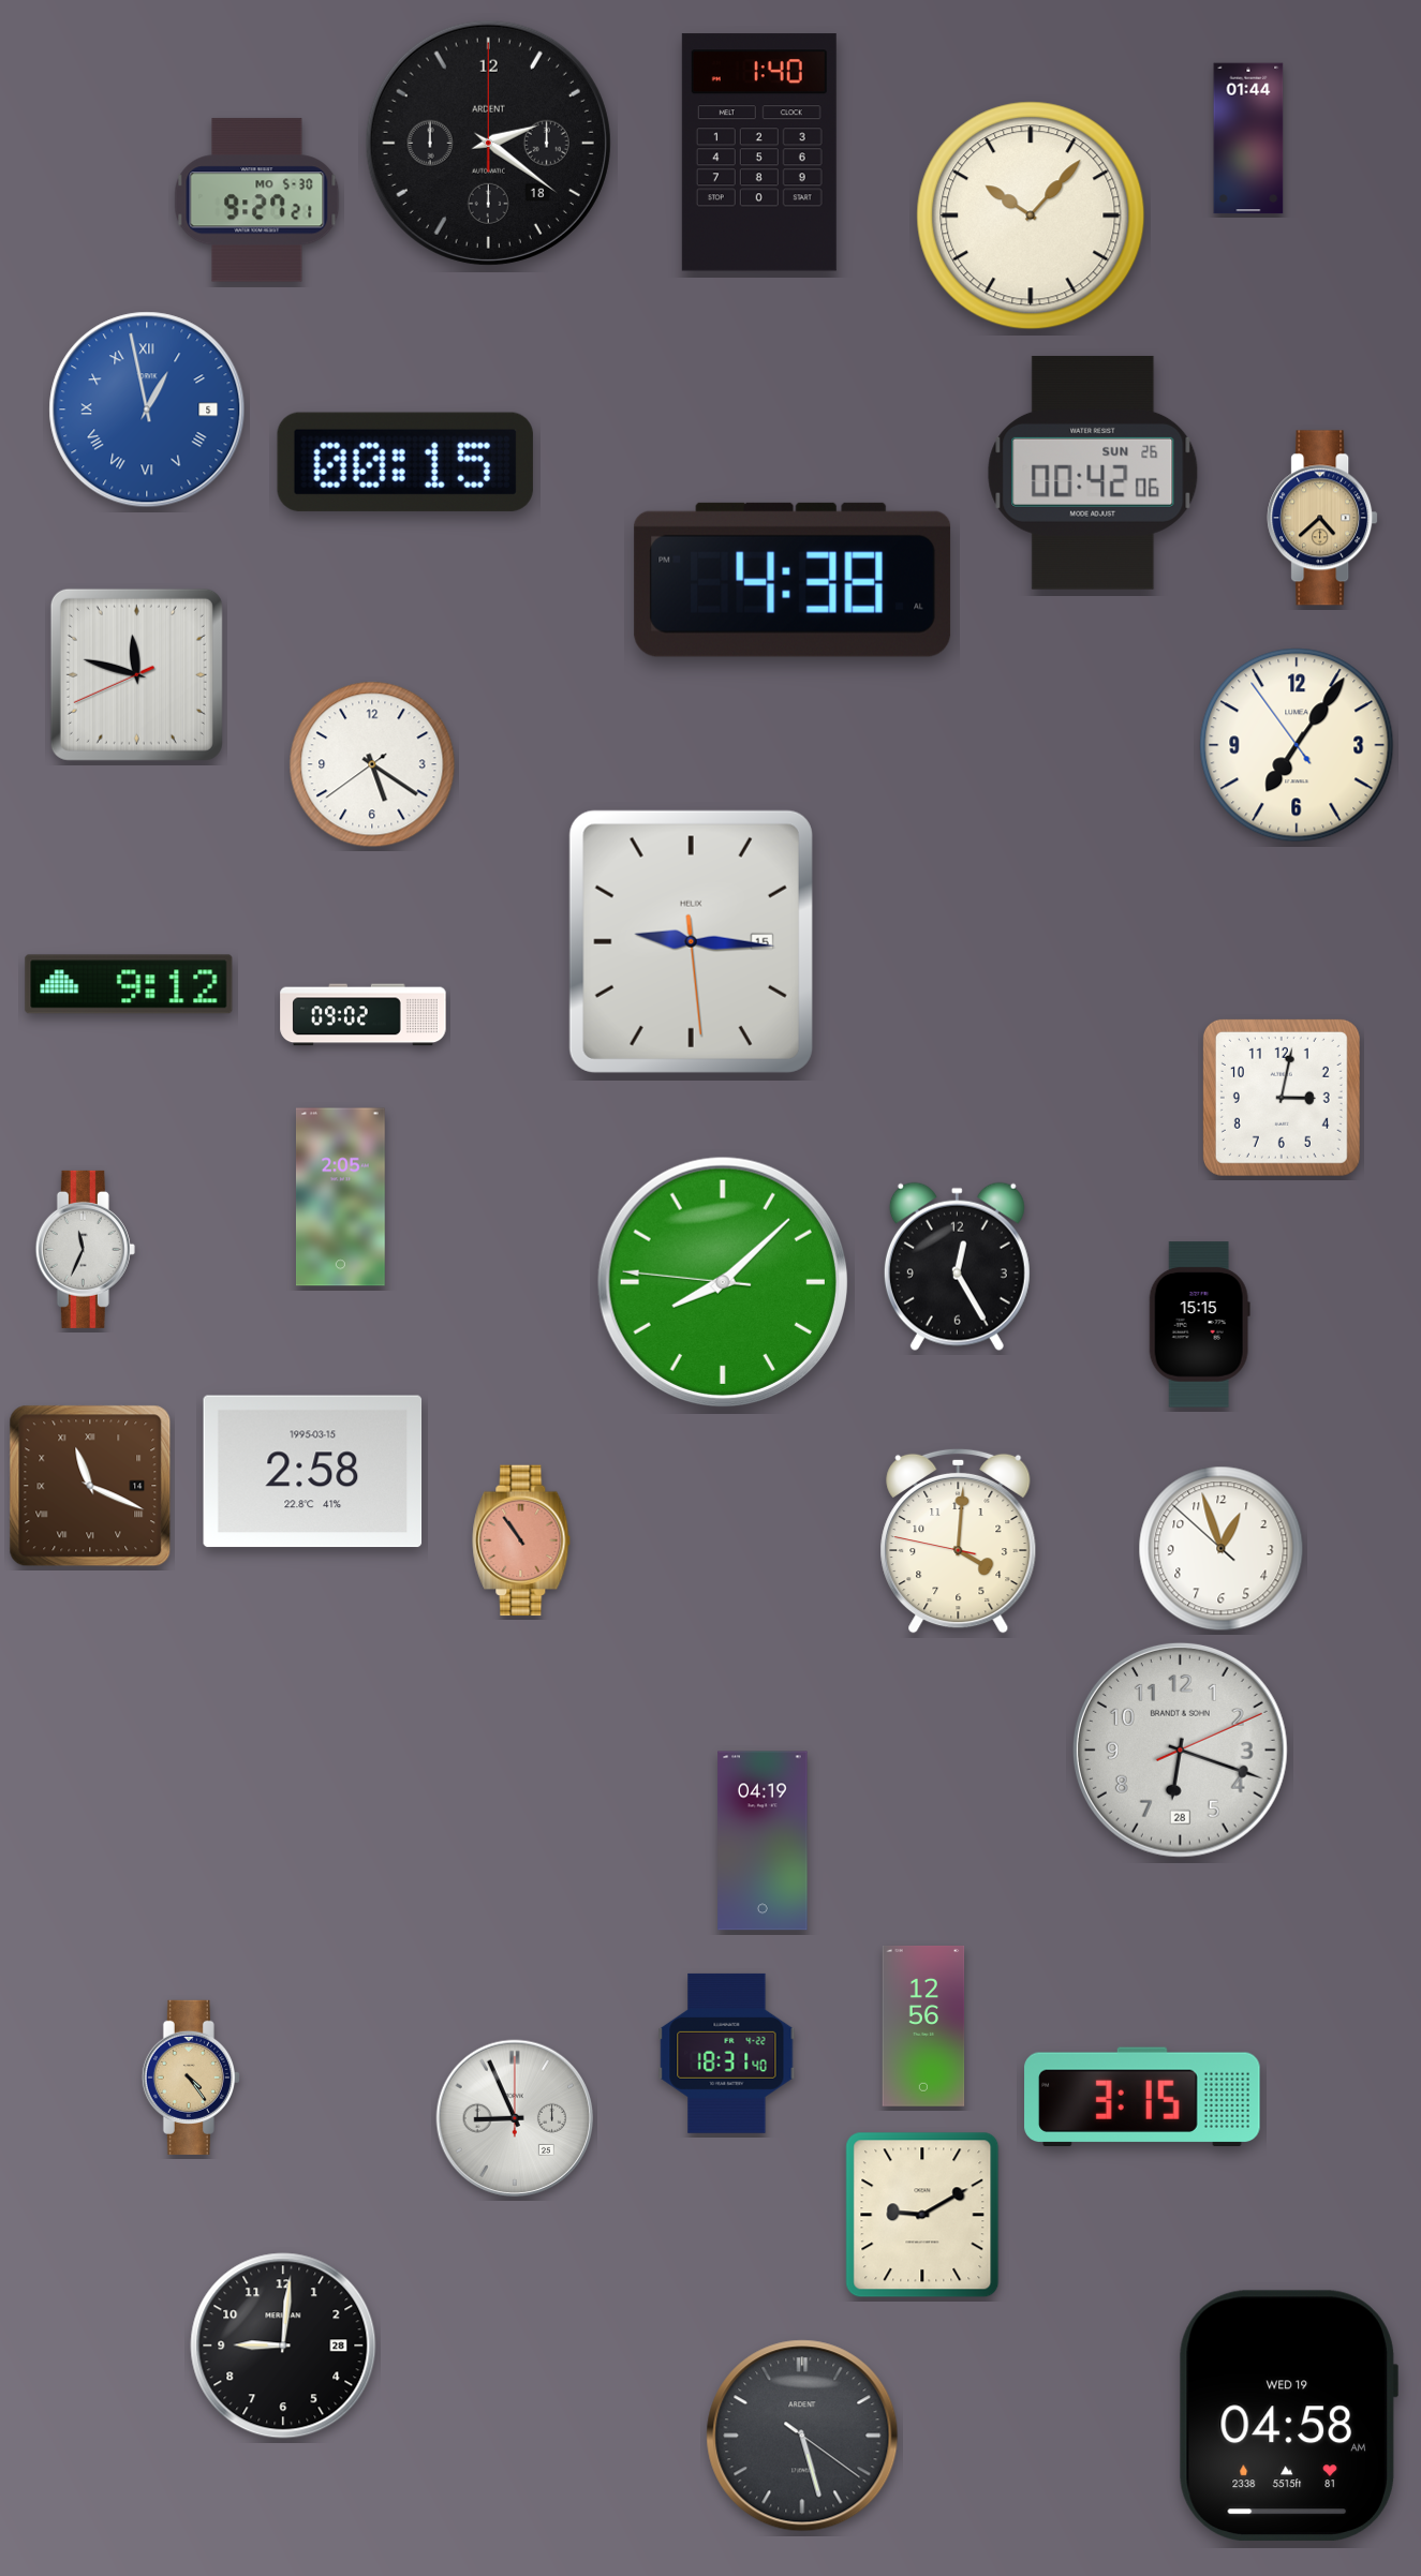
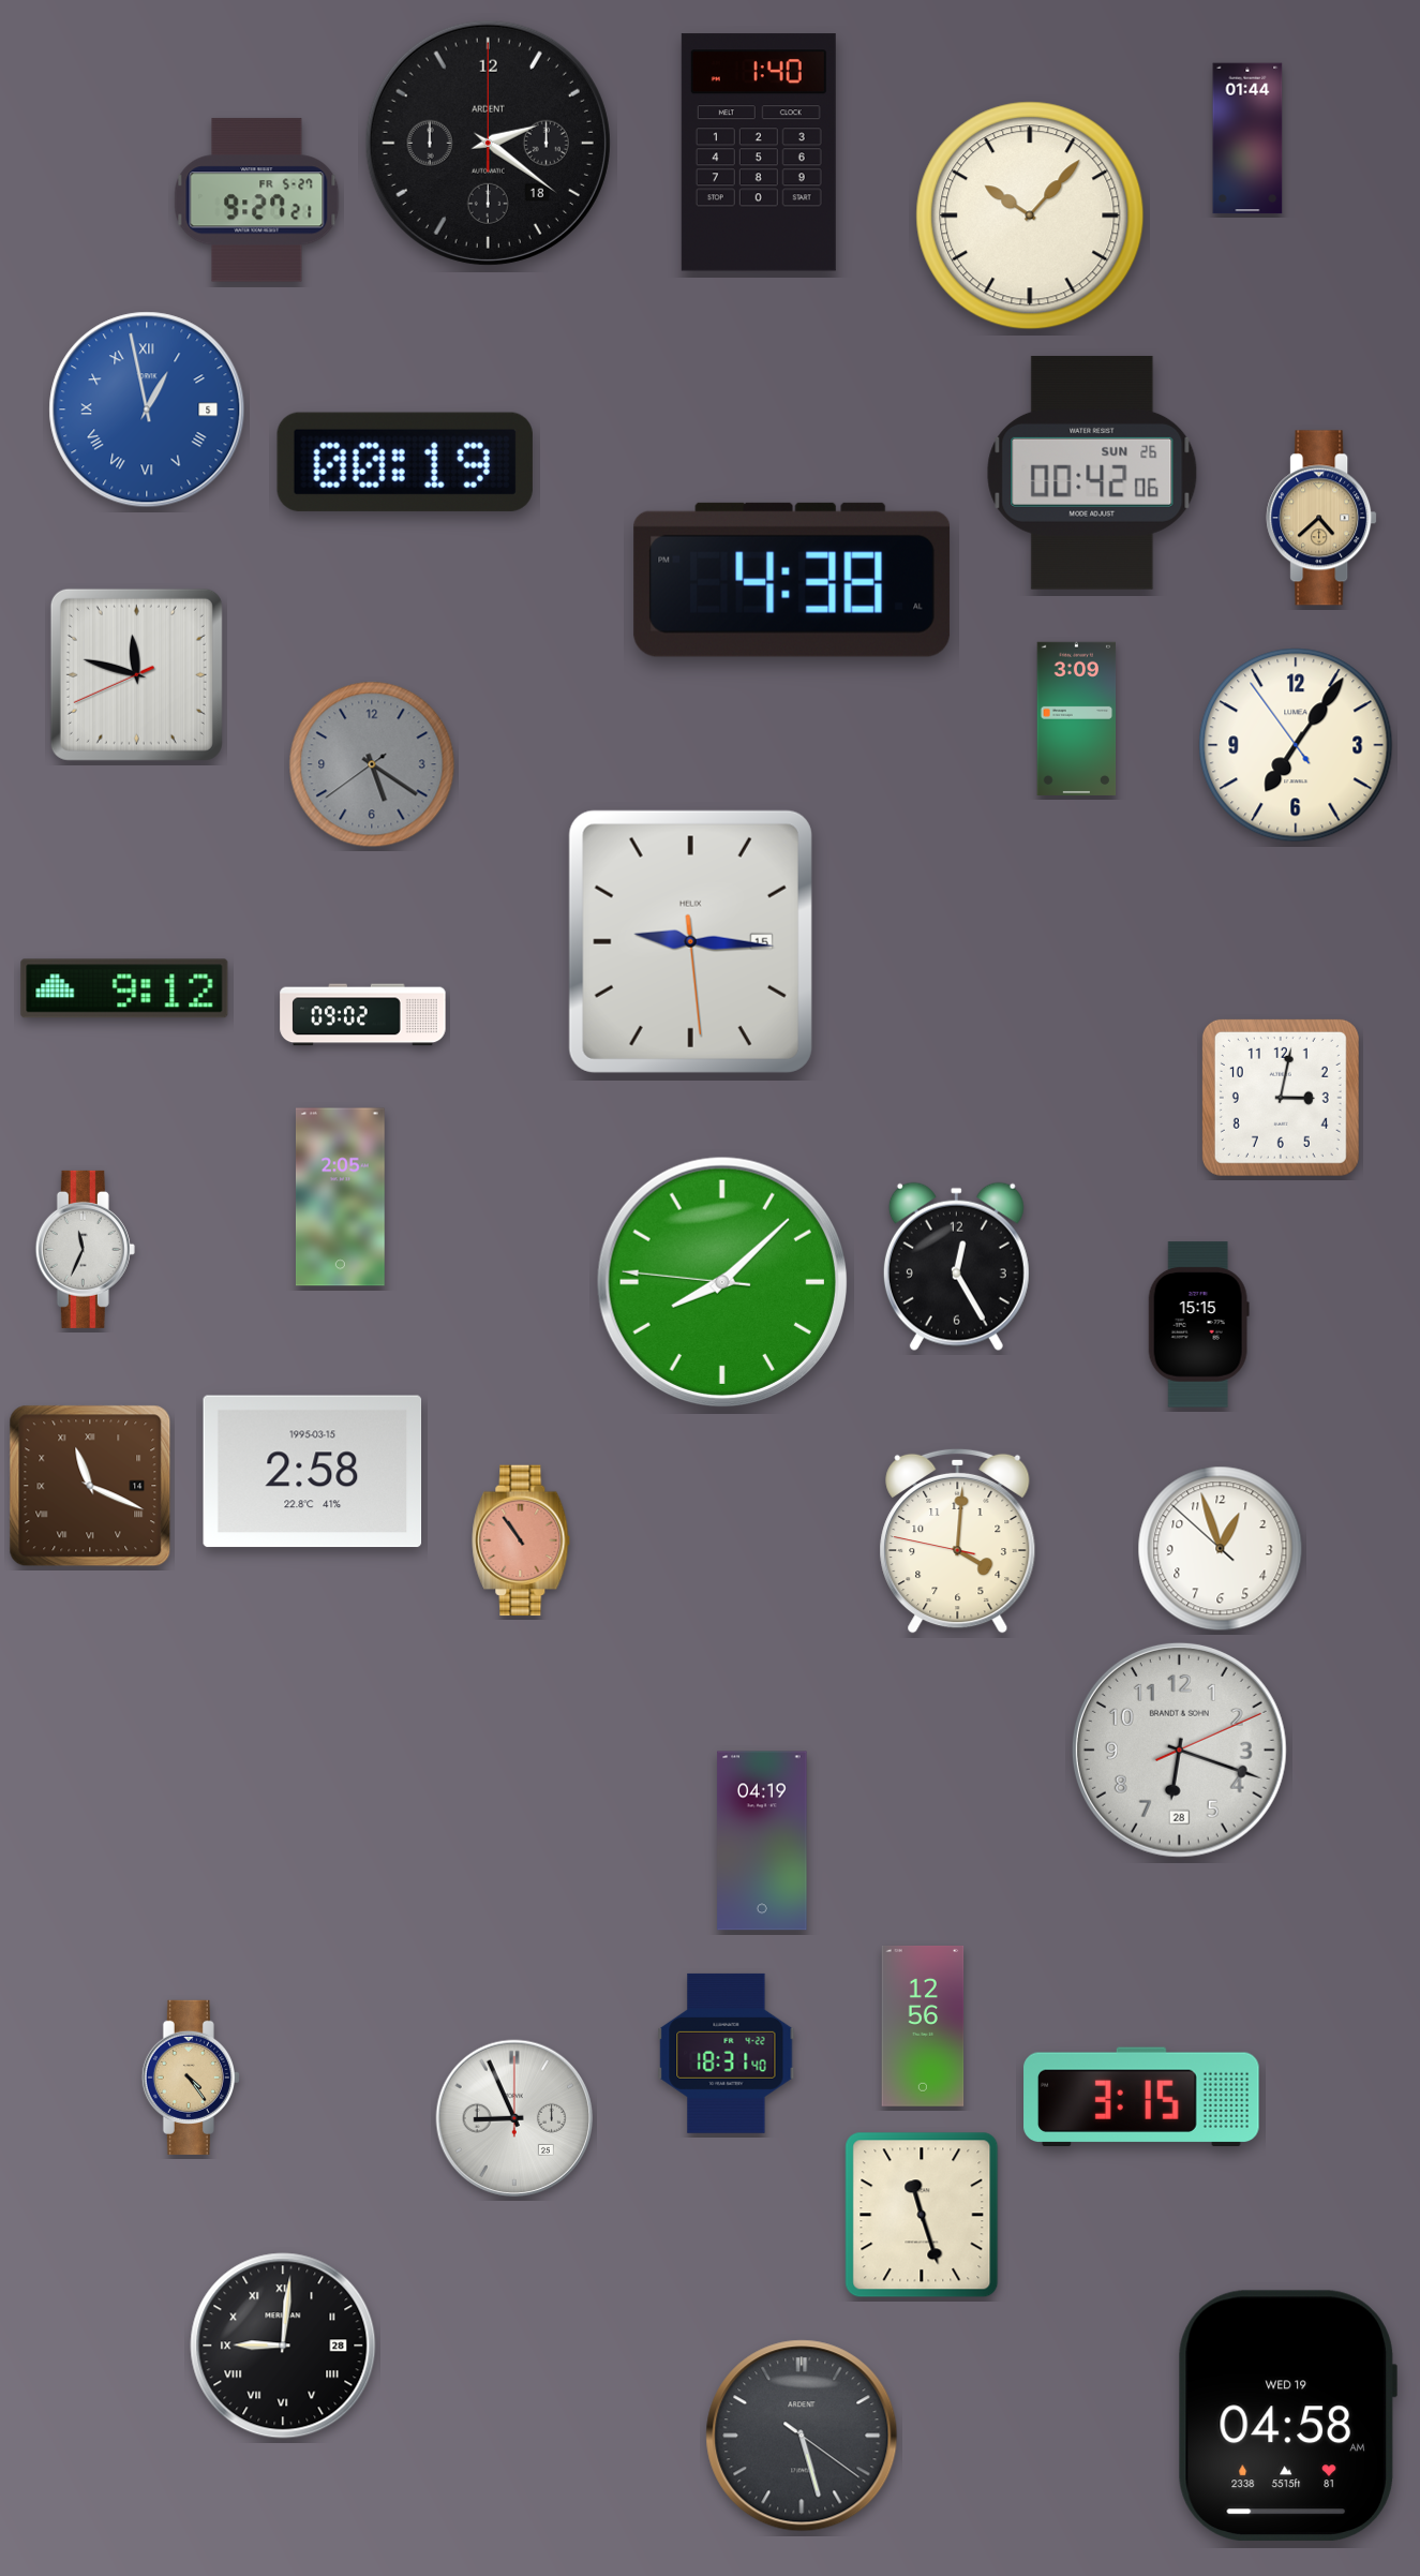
clock at (257, 200) date: MO 5-30 -> FR 5-27
clock at (405, 462): 00:15 -> 00:19
clock at (1077, 718): none -> 3:09
clock at (372, 764) dial: white -> grey
clock at (129, 984) position: (129, 984) -> (124, 988)
clock at (922, 2215): 9:10 -> 11:27
clock at (283, 2346) numerals: Arabic -> Roman
